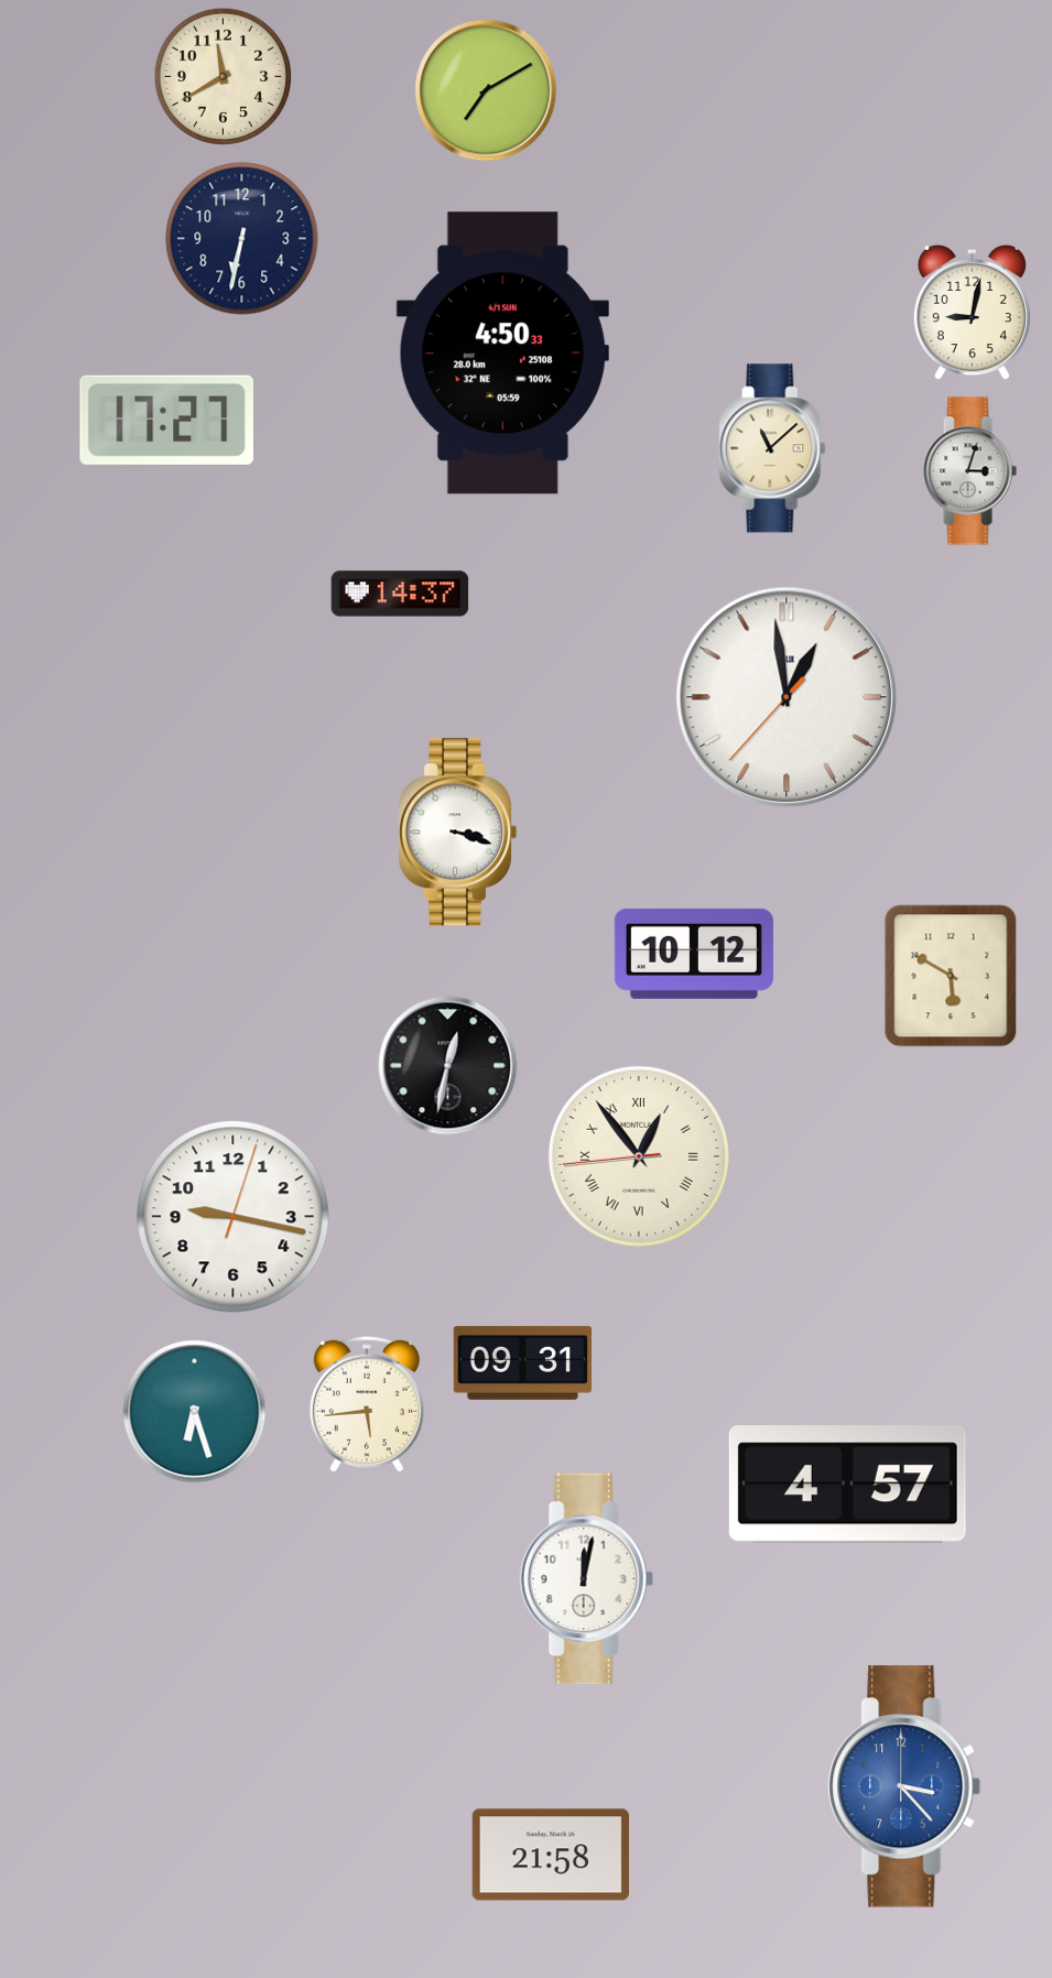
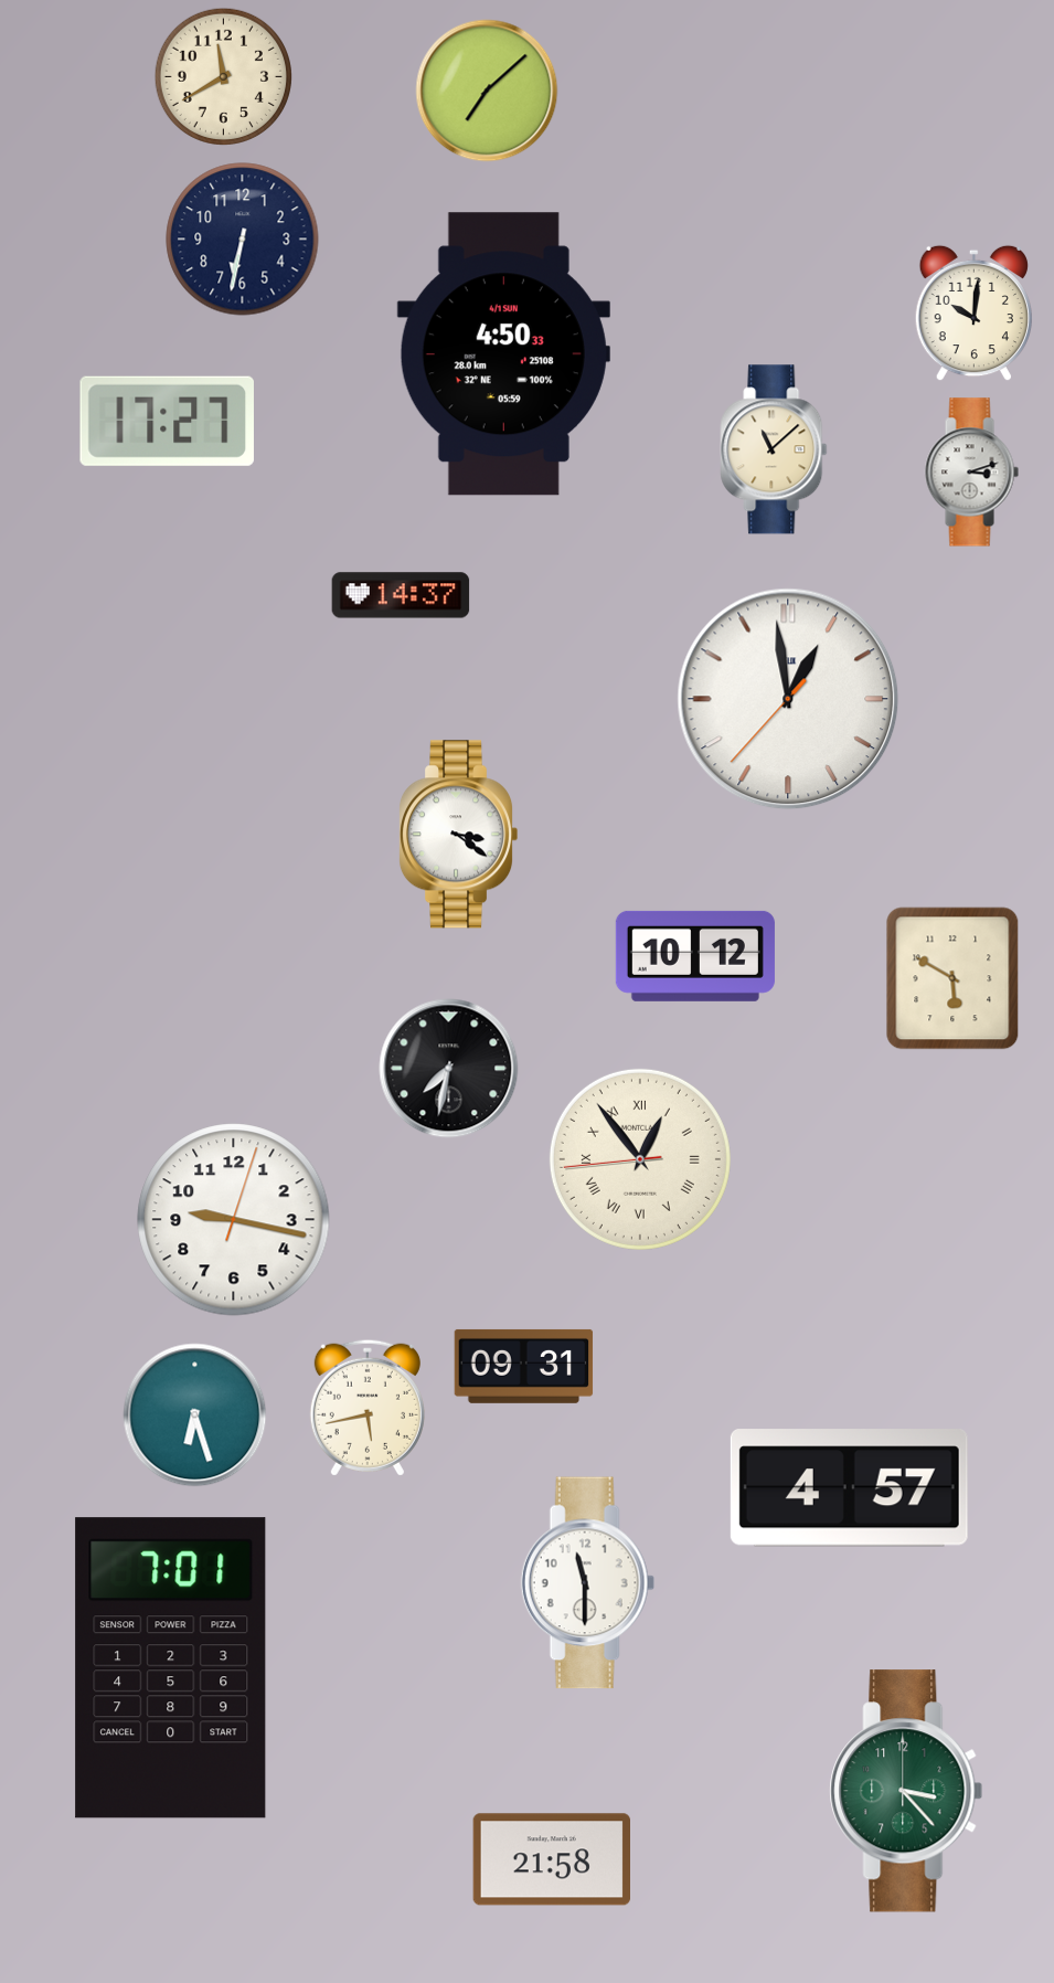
clock at (486, 90): 7:10 -> 7:08
clock at (972, 313): 9:02 -> 10:01
clock at (969, 471): 3:03 -> 3:12
clock at (457, 833): 3:18 -> 3:21
clock at (448, 1066): 12:32 -> 7:32
clock at (367, 1404): 5:44 -> 5:43
clock at (586, 1579): 12:02 -> 11:30
clock at (171, 1668): none -> 7:01
clock at (904, 1786) dial: blue -> green
